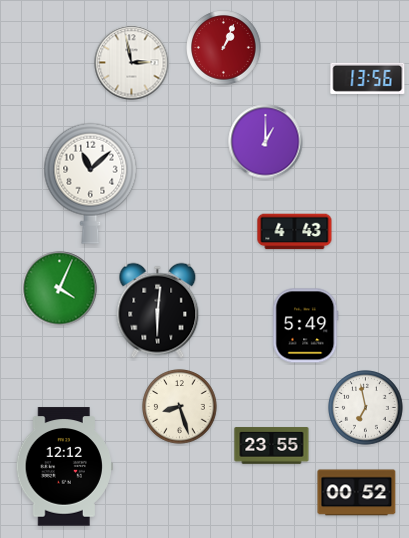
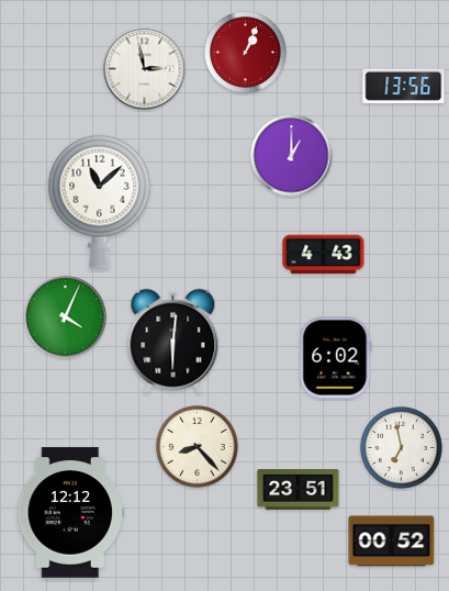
clock at (306, 326): 5:49 -> 6:02
clock at (180, 407): 8:27 -> 8:23
clock at (272, 446): 23:55 -> 23:51
